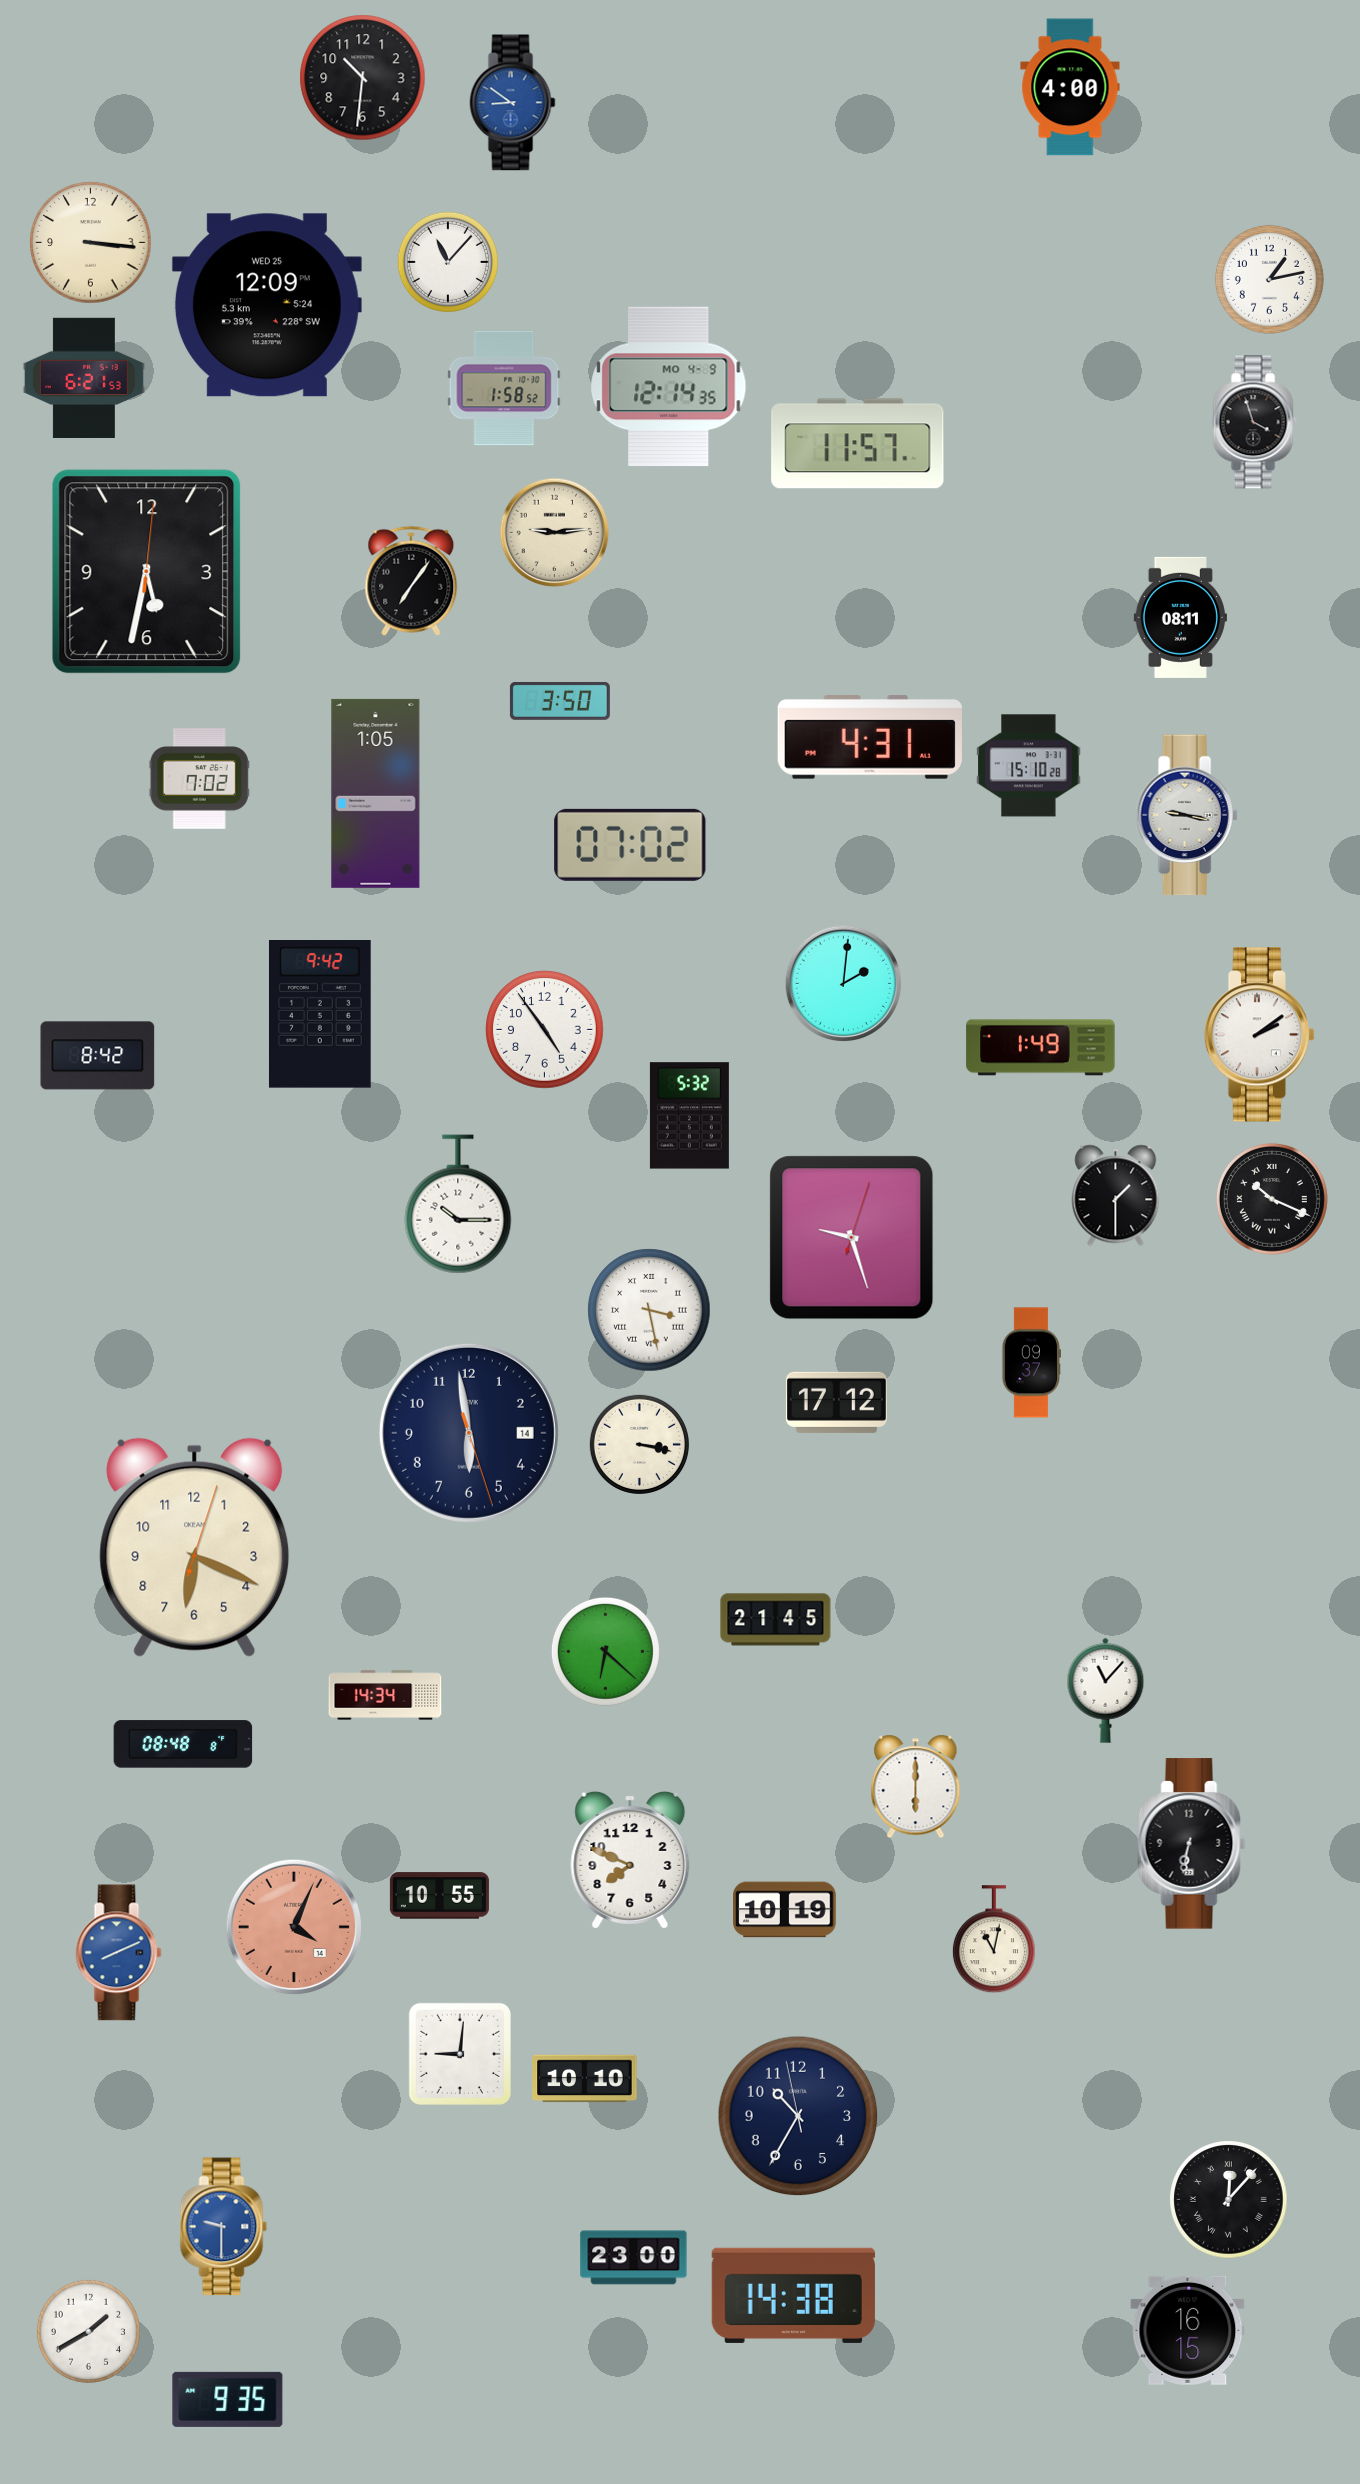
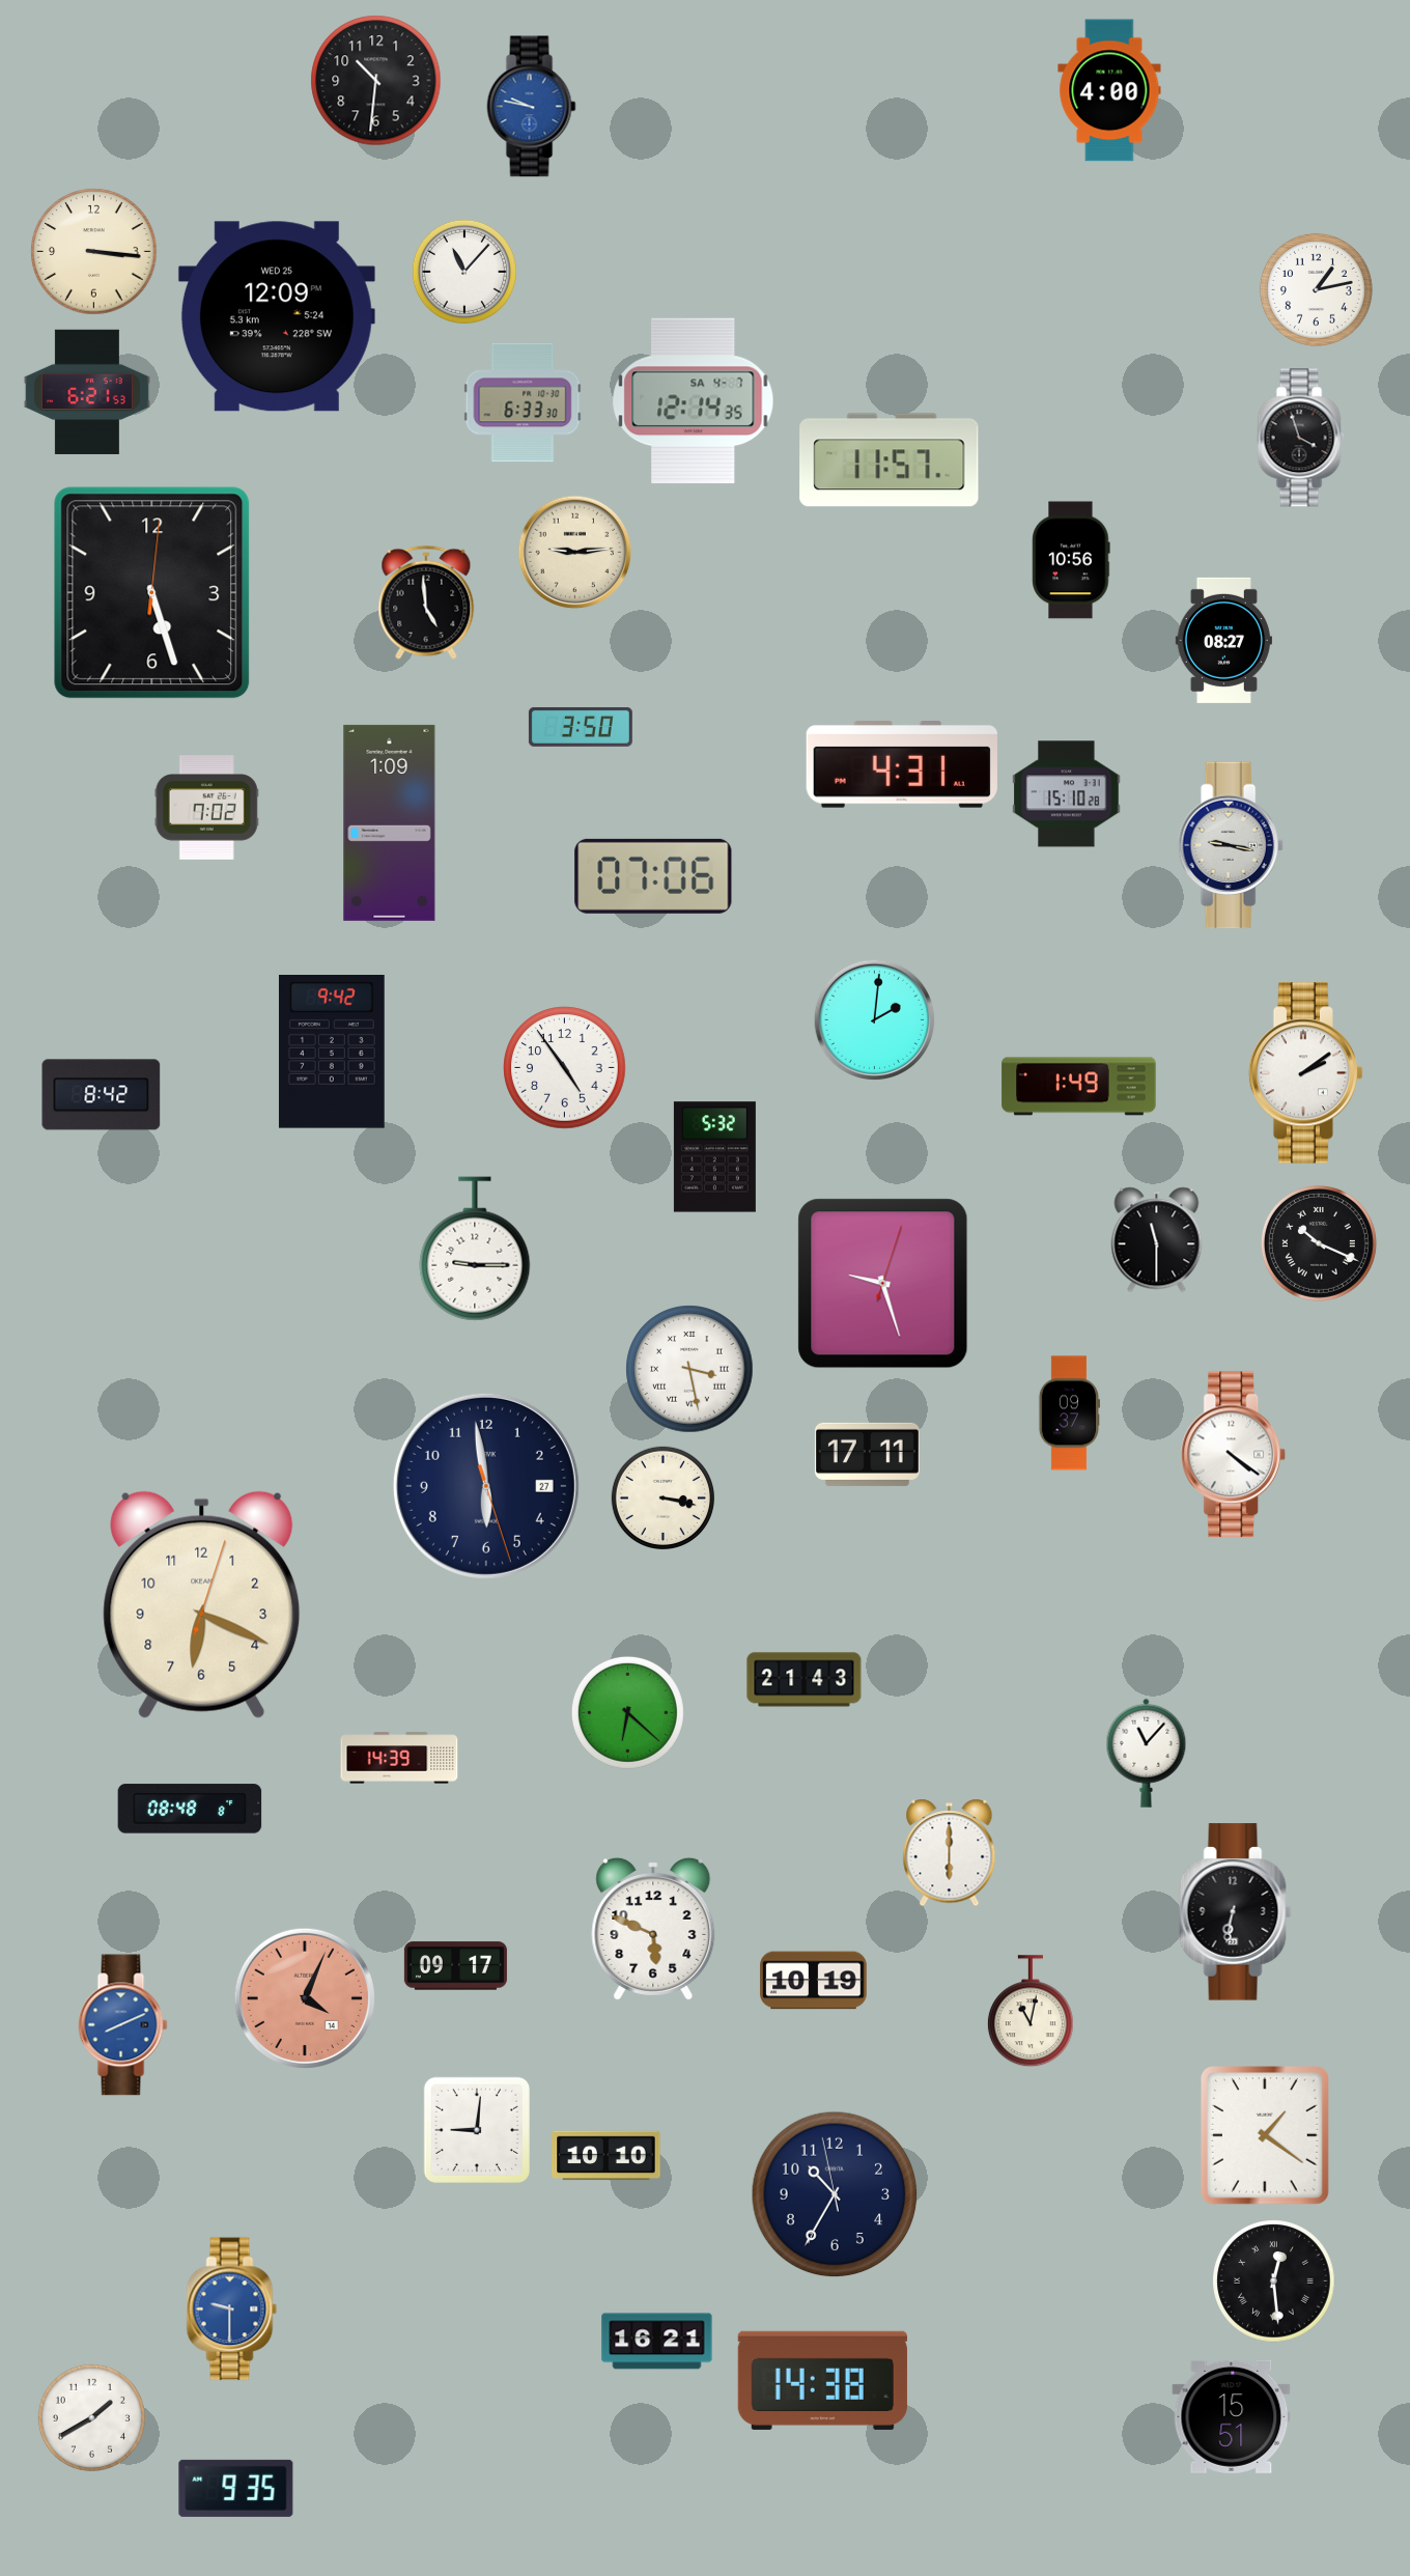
clock at (513, 103): 8:51 -> 9:47
clock at (669, 387) date: MO 4-9 -> SA 4-7
clock at (504, 388): 1:58 -> 6:33
clock at (1071, 560): none -> 10:56
clock at (147, 572): 5:32 -> 5:27
clock at (411, 581): 7:06 -> 4:59
clock at (1180, 617): 08:11 -> 08:27
clock at (376, 793): 1:05 -> 1:09
clock at (630, 845): 07:02 -> 07:06
clock at (1116, 1196): 1:30 -> 11:30
clock at (458, 1204): 10:15 -> 9:15
clock at (649, 1310) position: (649, 1310) -> (689, 1369)
clock at (836, 1402): 17:12 -> 17:11
clock at (1233, 1455): none -> 4:21
clock at (469, 1433) date: 14 -> 27
clock at (776, 1620): 21:45 -> 21:43
clock at (385, 1695): 14:34 -> 14:39
clock at (630, 1860): 7:49 -> 5:49
clock at (439, 1896): 10:55 -> 09:17
clock at (1265, 2136): none -> 1:21
clock at (798, 2116) position: (798, 2116) -> (835, 2194)
clock at (1229, 2200): 12:07 -> 12:29
clock at (634, 2258): 23:00 -> 16:21
clock at (1188, 2330): 16:15 -> 15:51
